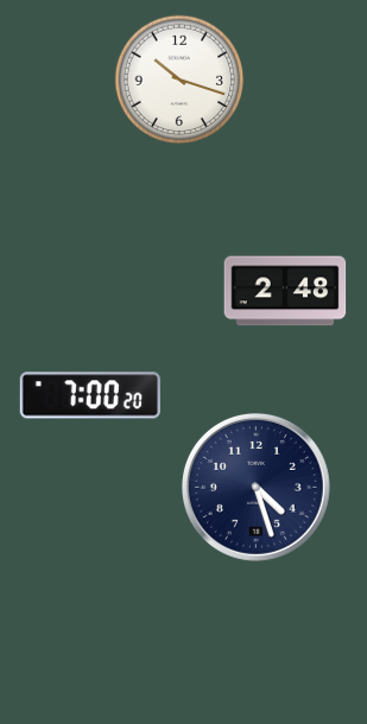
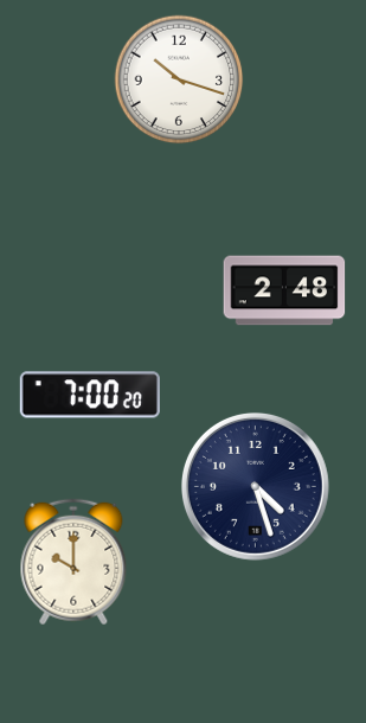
clock at (73, 562): none -> 10:00
